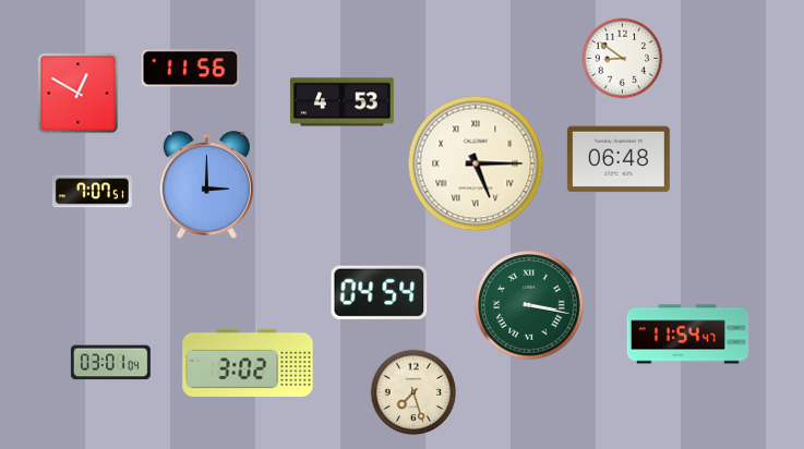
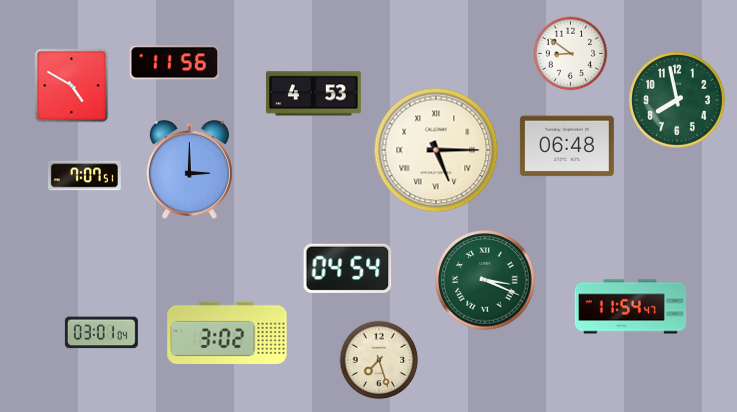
clock at (79, 94): 12:50 -> 4:50
clock at (677, 100): none -> 7:58
clock at (529, 305): 3:17 -> 3:19
